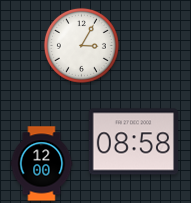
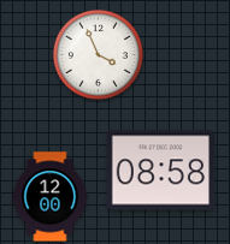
clock at (81, 45): 3:05 -> 3:56
